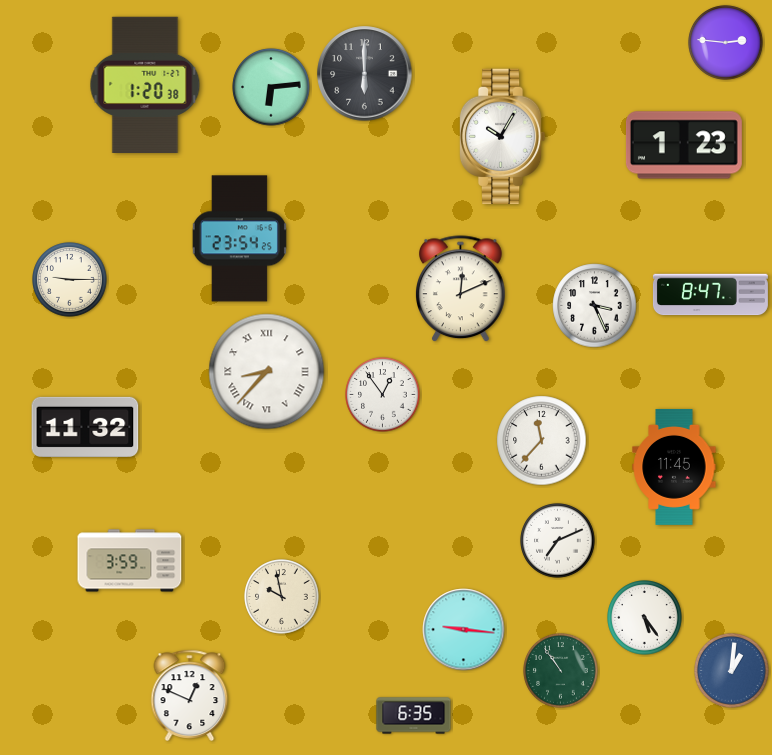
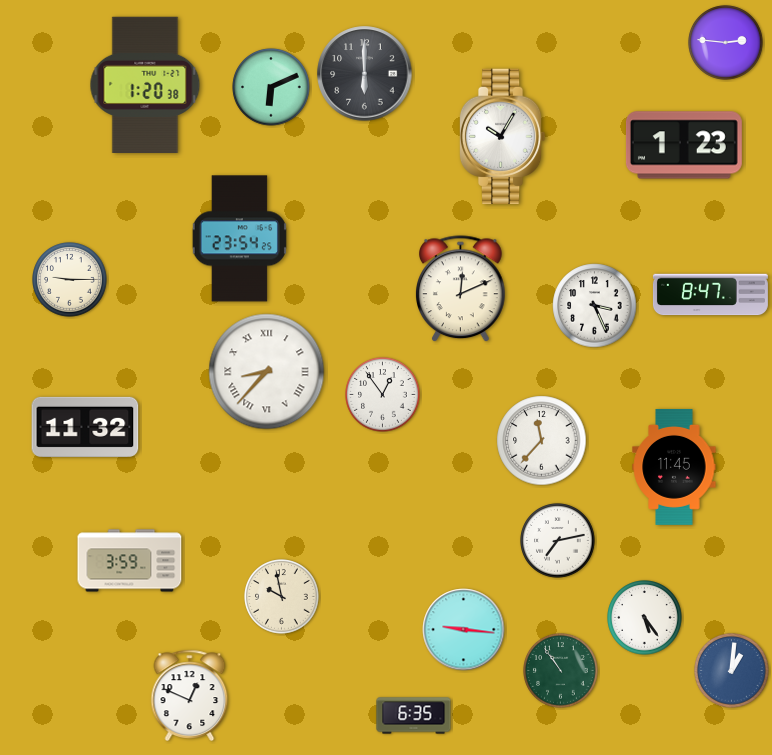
clock at (271, 87): 6:14 -> 6:11
clock at (558, 541): 7:11 -> 7:13
